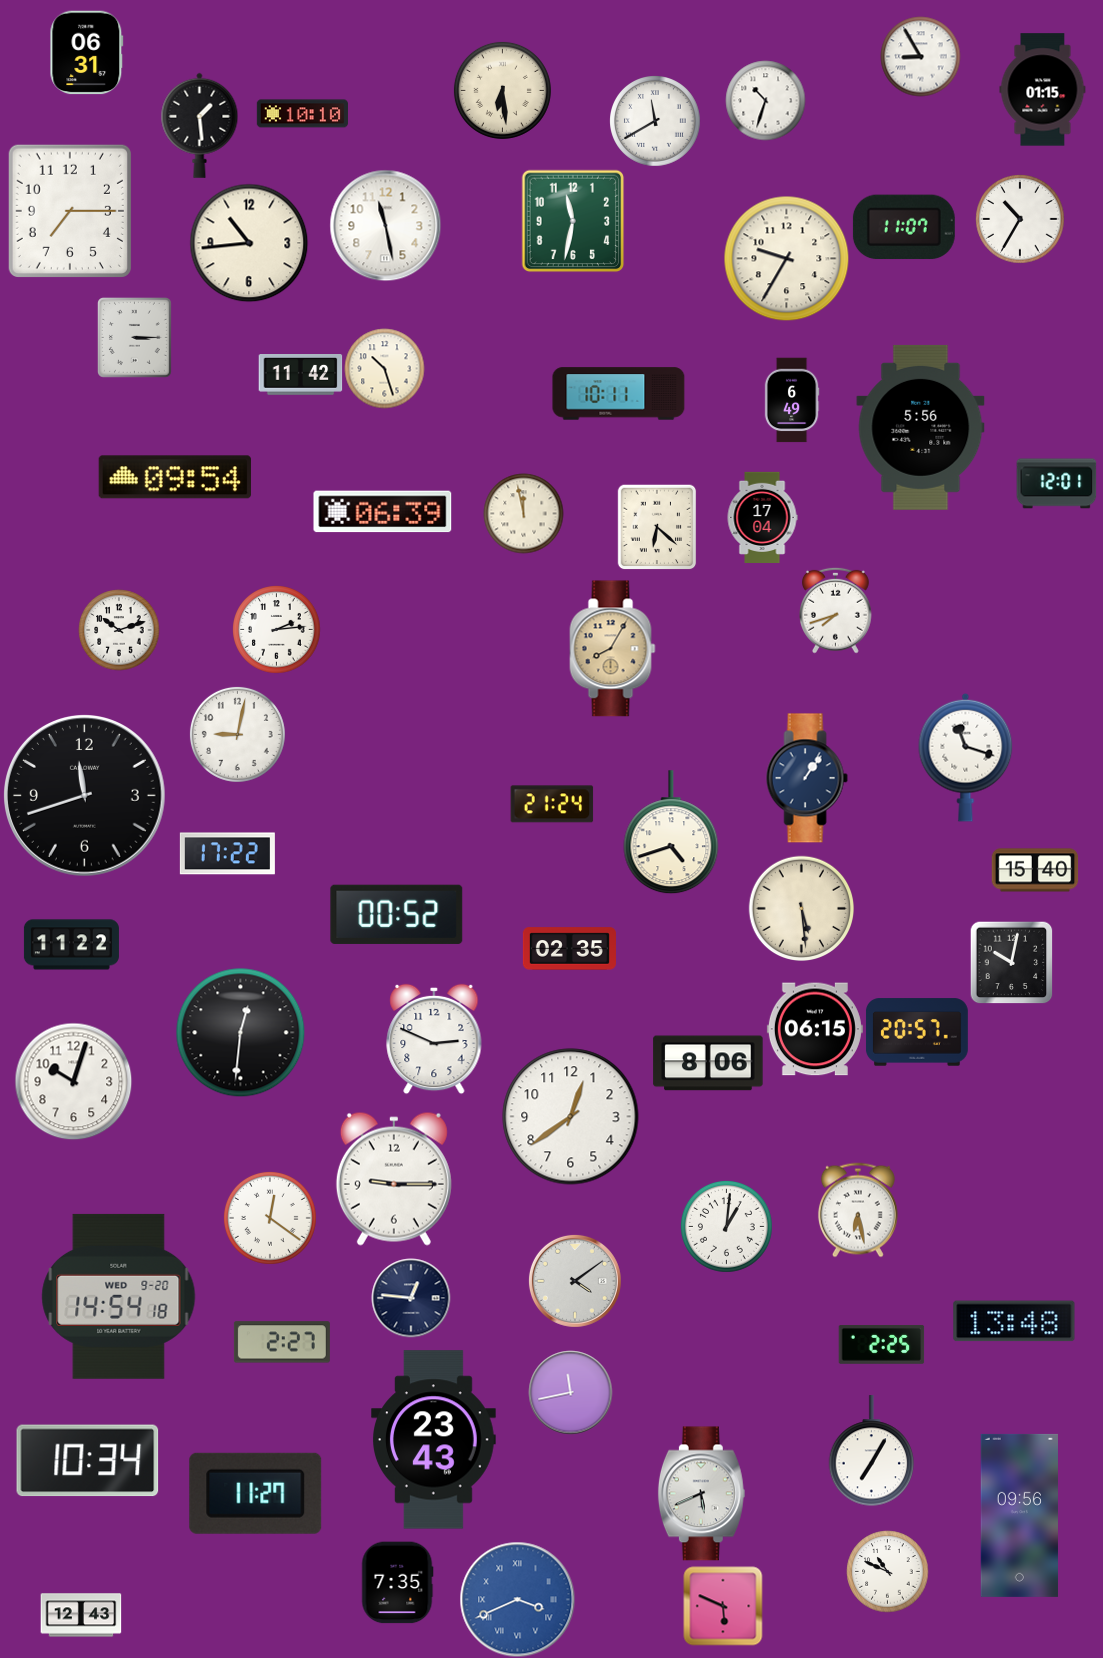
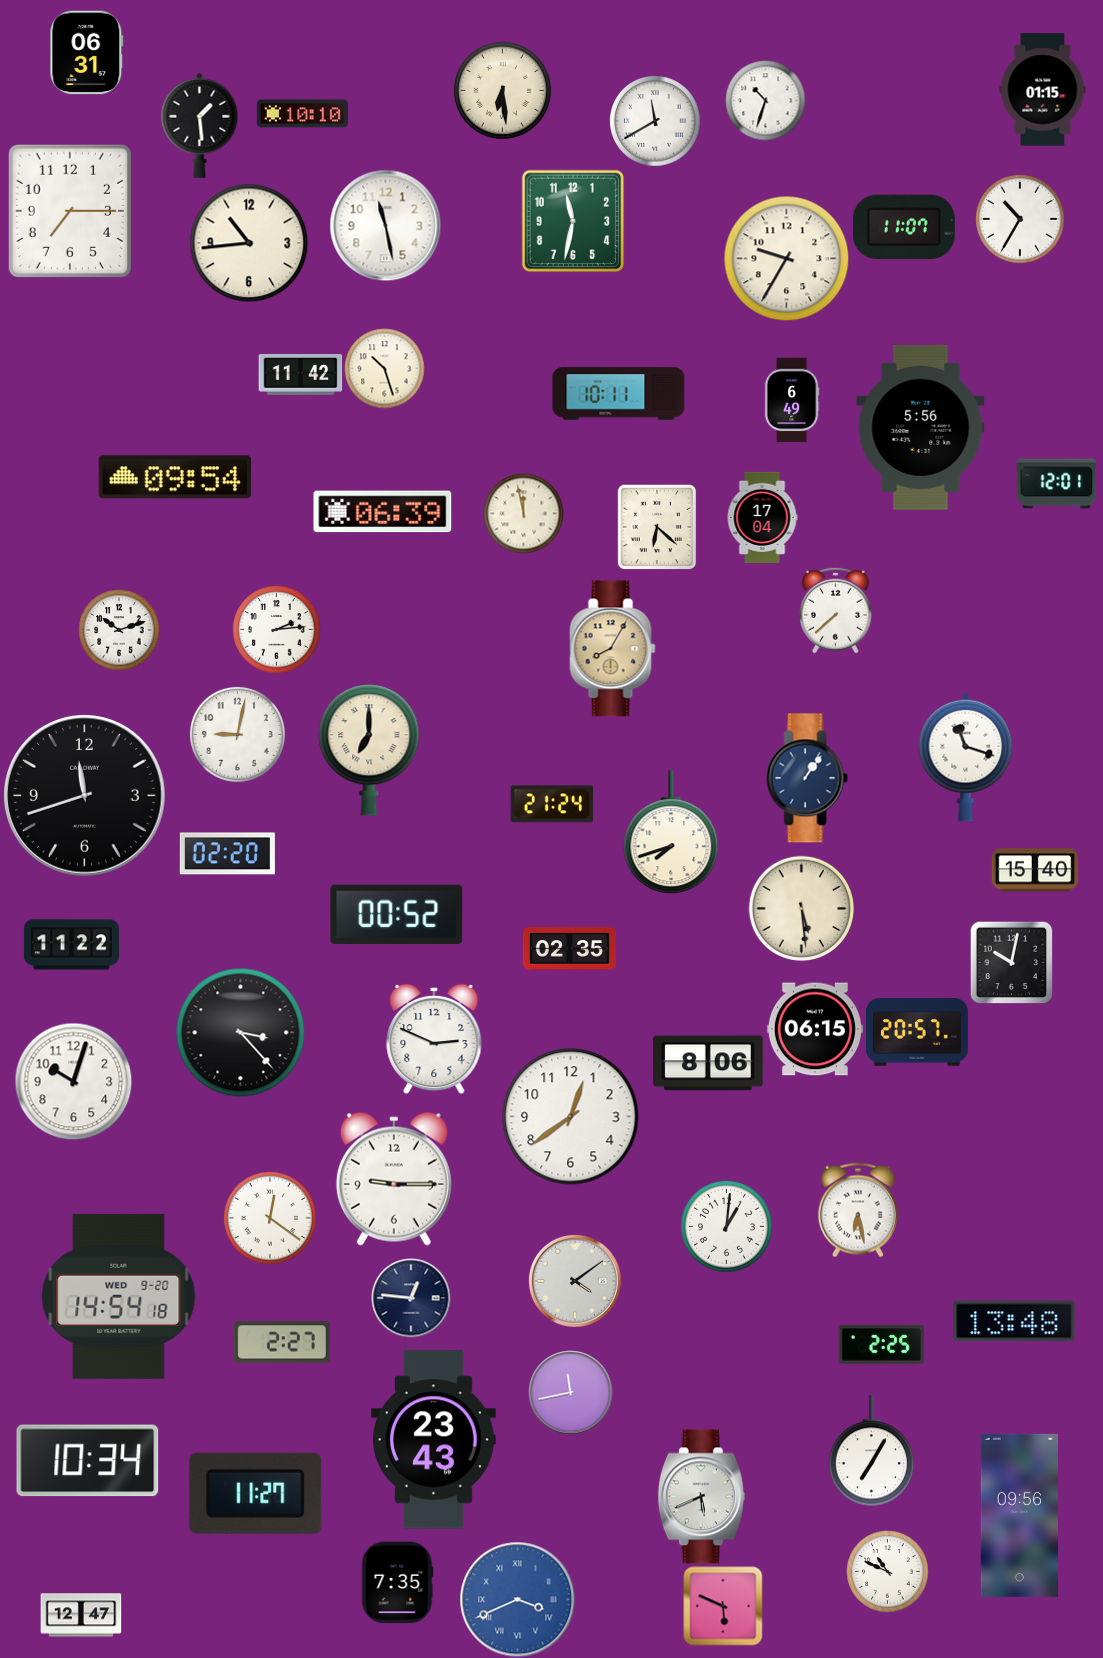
clock at (920, 56): 8:55 -> none
clock at (135, 338): 3:15 -> none
clock at (836, 610): 7:42 -> 7:38
clock at (369, 750): none -> 7:00
clock at (671, 832): 4:42 -> 7:42
clock at (227, 854): 17:22 -> 02:20
clock at (240, 1032): 12:31 -> 3:23
clock at (701, 1494) position: (701, 1494) -> (701, 1497)
clock at (81, 1615): 12:43 -> 12:47
